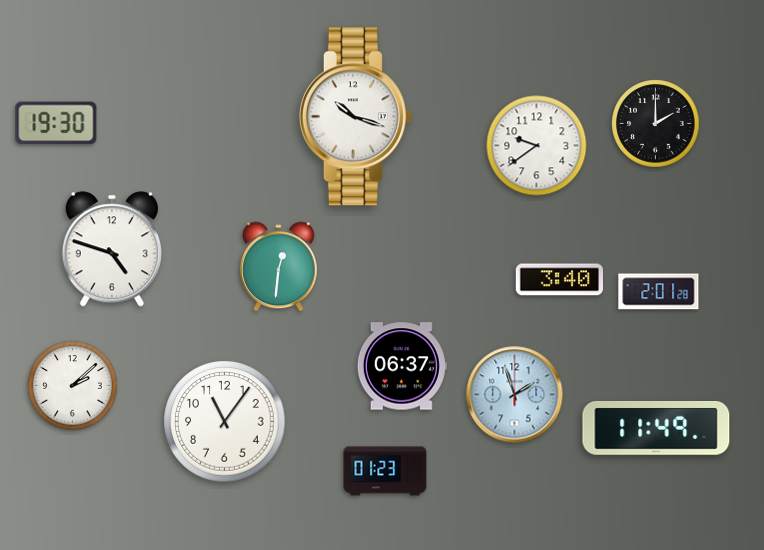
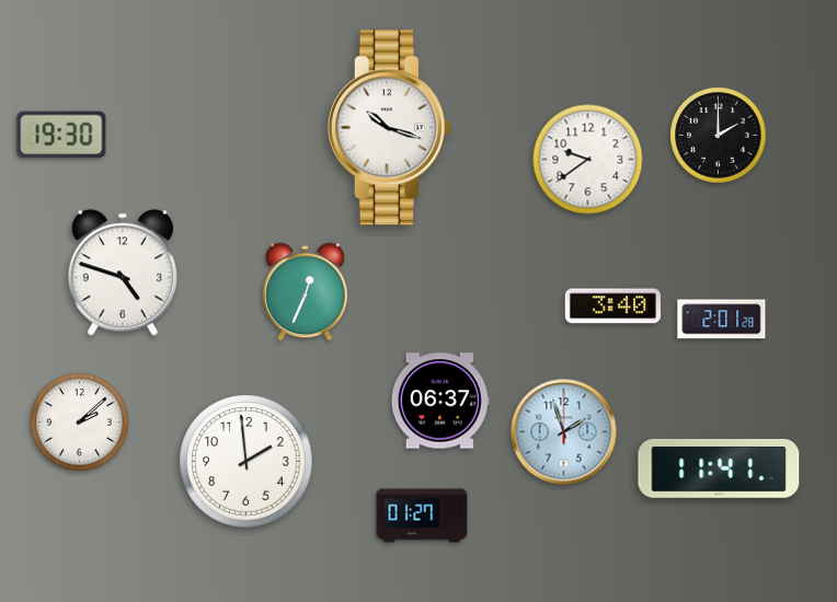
clock at (279, 267): 12:31 -> 12:34
clock at (225, 422): 11:06 -> 1:59
clock at (656, 429): 11:49 -> 11:41
clock at (385, 471): 01:23 -> 01:27
